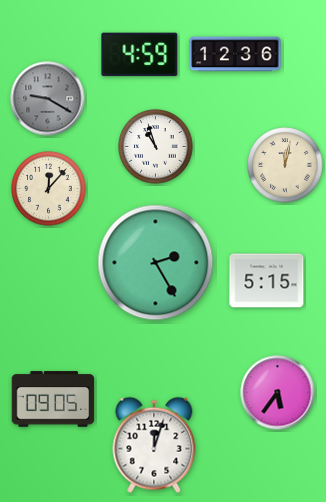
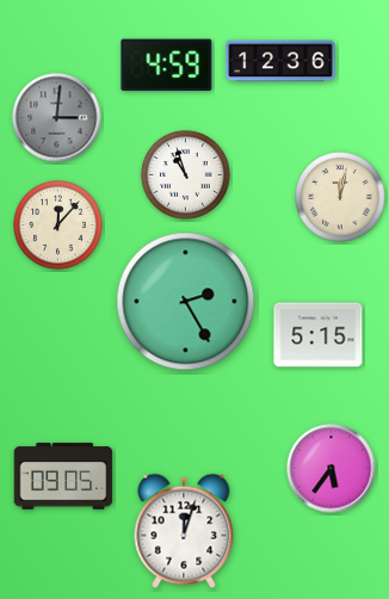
clock at (235, 54) position: (235, 54) -> (280, 61)
clock at (48, 99): 9:20 -> 3:01
clock at (156, 263) position: (156, 263) -> (186, 302)
